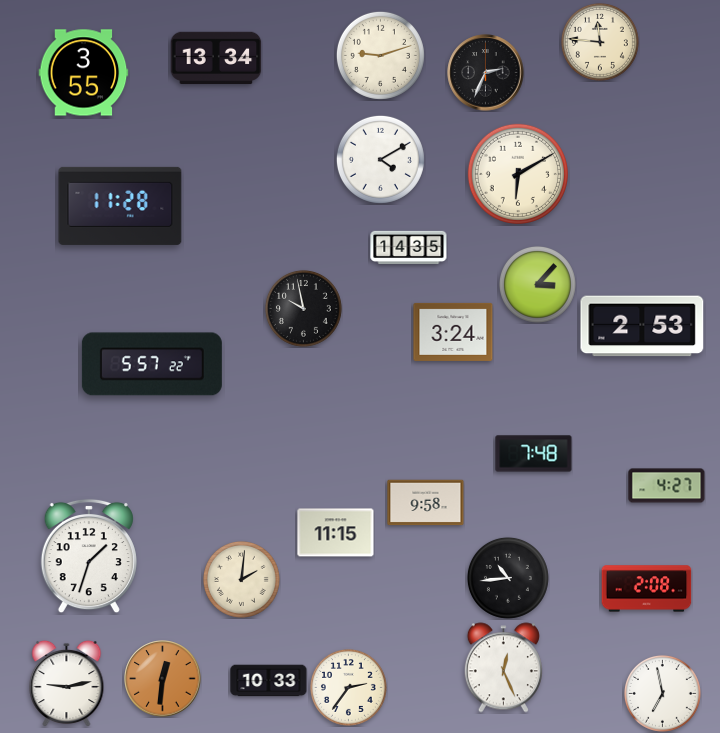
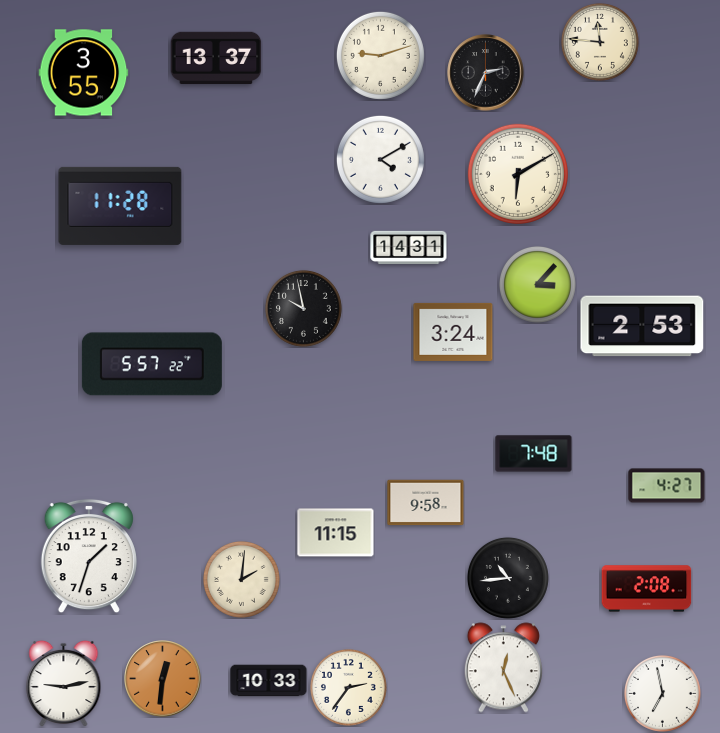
clock at (216, 58): 13:34 -> 13:37
clock at (409, 247): 14:35 -> 14:31
clock at (67, 683) position: (67, 683) -> (64, 683)
